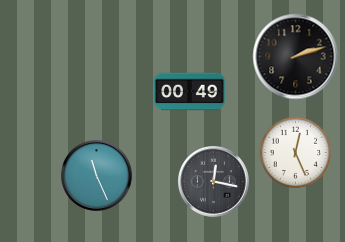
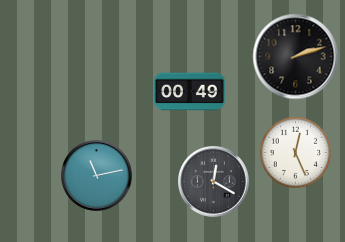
clock at (97, 176): 11:26 -> 11:13
clock at (214, 182): 12:17 -> 12:20
